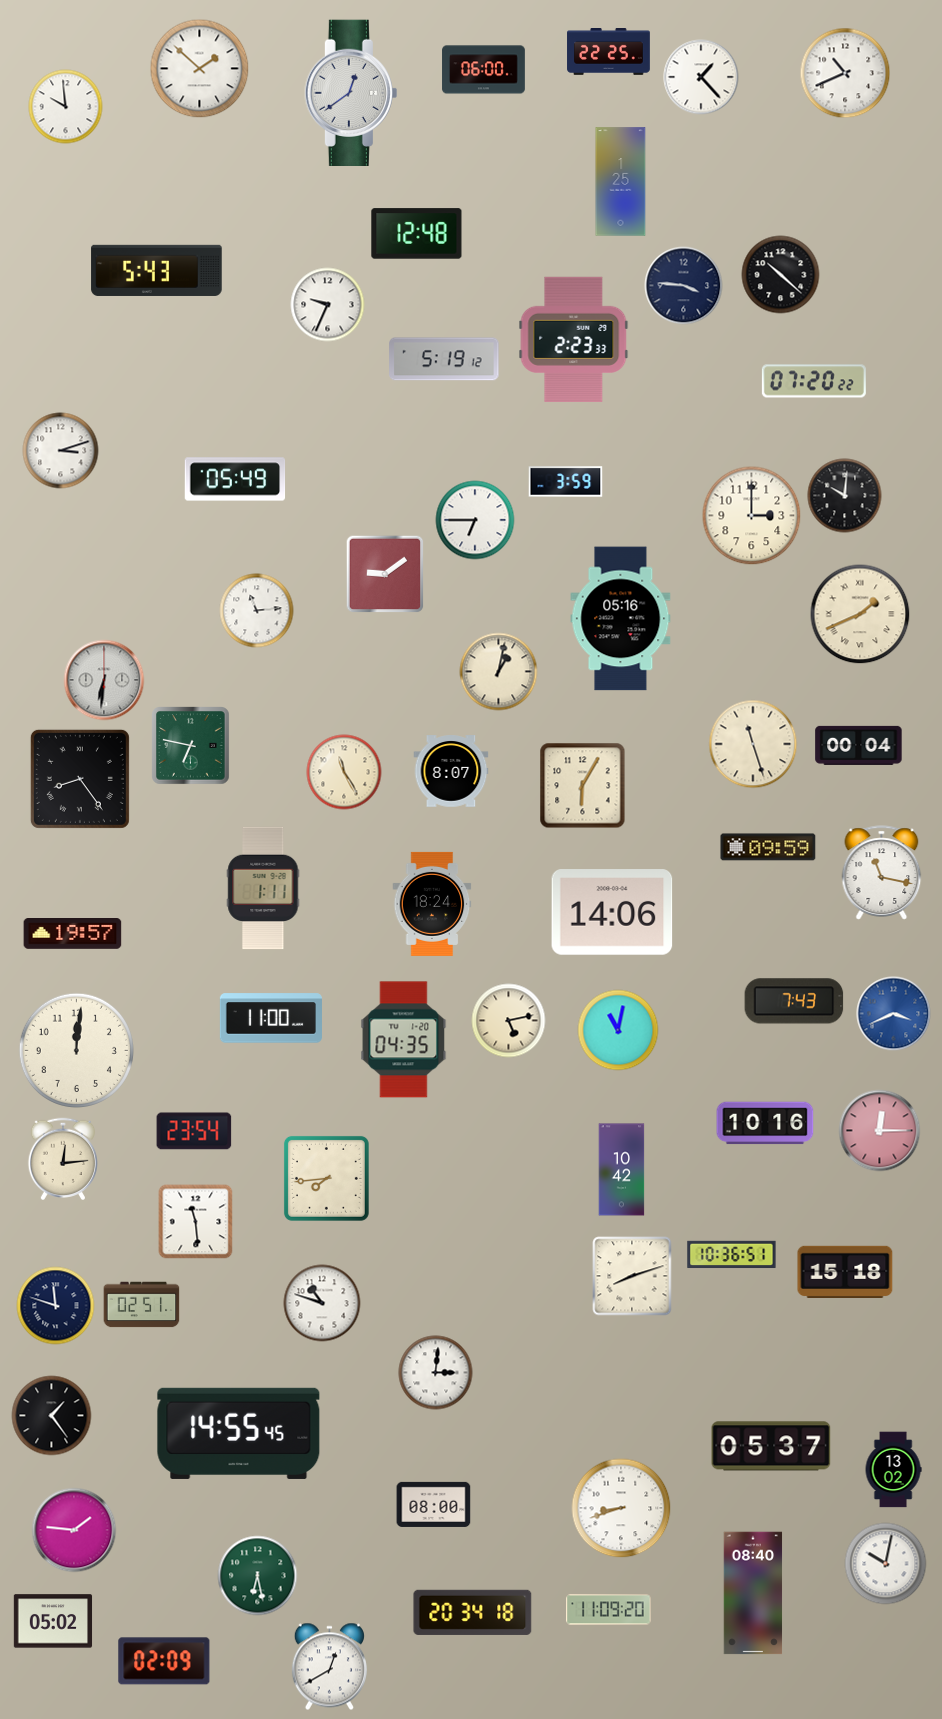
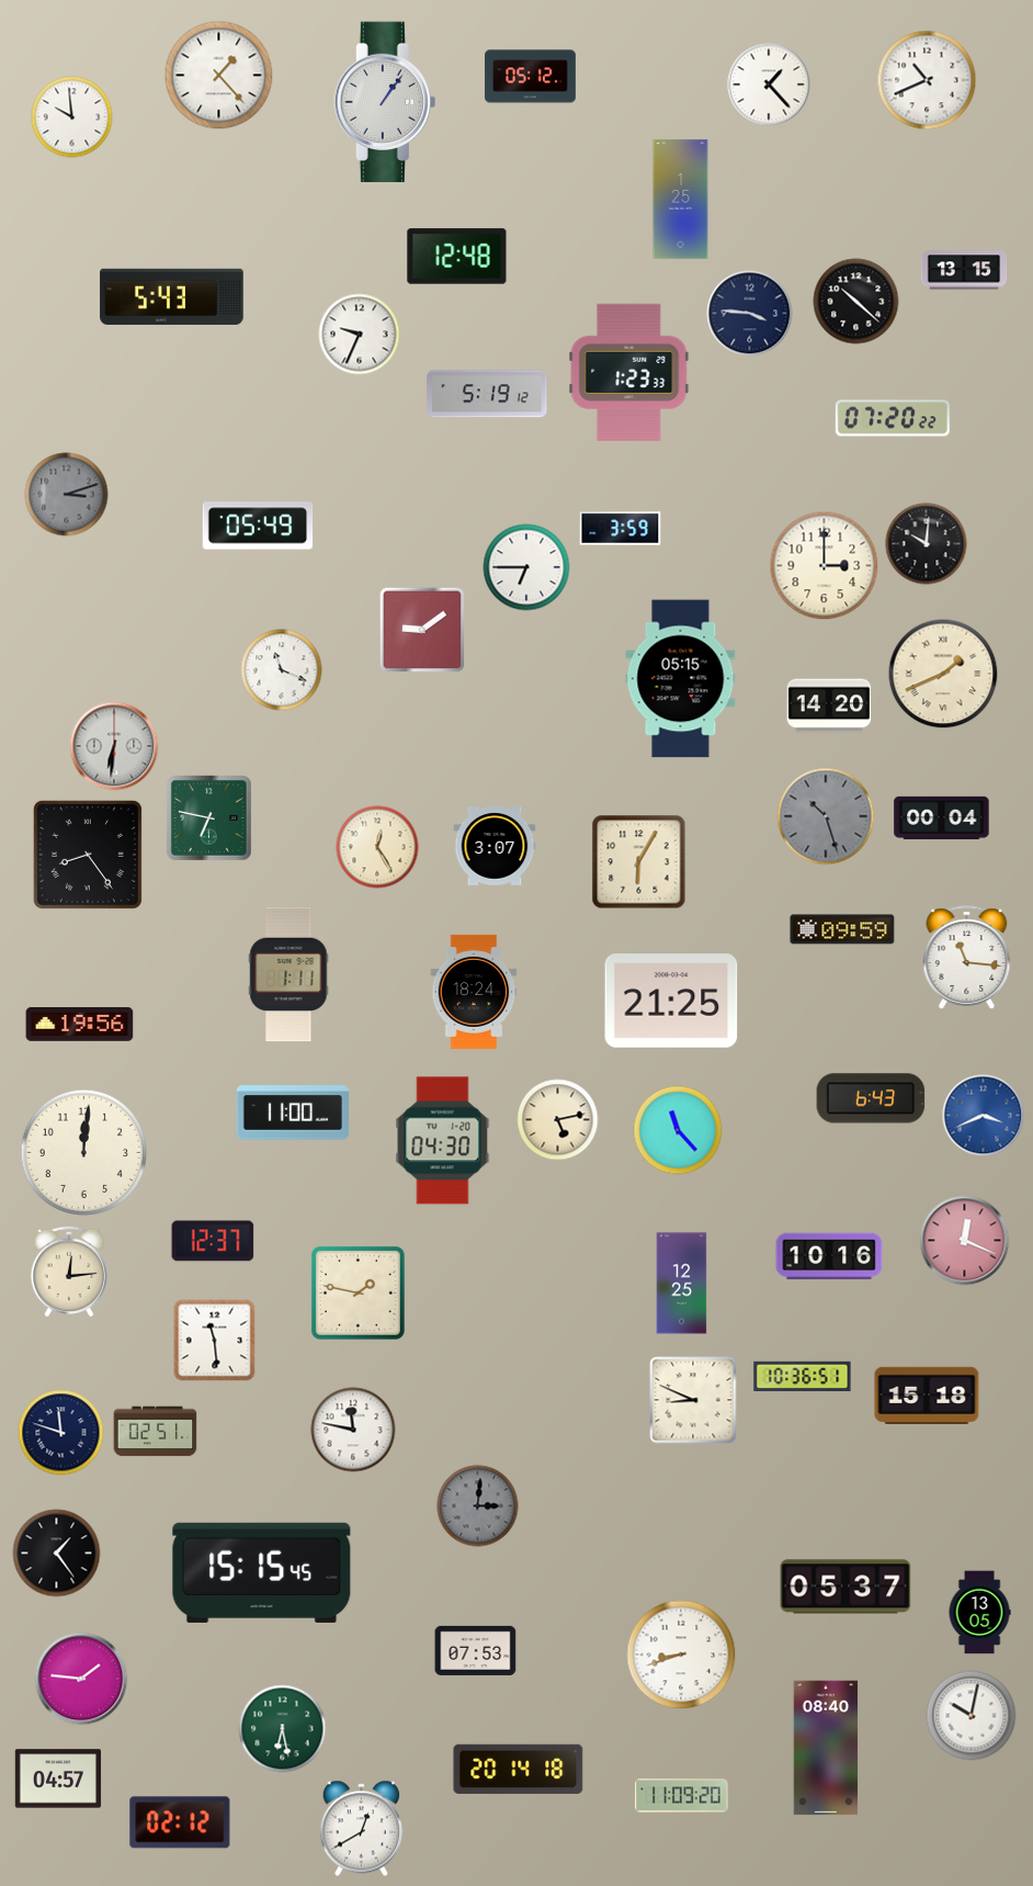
clock at (609, 52): 22:25 -> none
clock at (200, 69): 1:52 -> 1:23
clock at (484, 70): 06:00 -> 05:12
clock at (351, 93): 12:39 -> 1:06
clock at (964, 270): none -> 13:15
clock at (574, 339): 2:23 -> 1:23
clock at (61, 451) dial: white -> grey
clock at (475, 520) position: (475, 520) -> (526, 567)
clock at (257, 611): 11:14 -> 11:19
clock at (621, 619): 05:16 -> 05:15
clock at (829, 705): none -> 14:20
clock at (499, 672): 1:02 -> none
clock at (753, 744): 11:27 -> 10:27
clock at (753, 744) dial: cream -> grey
clock at (451, 771): 8:07 -> 3:07
clock at (344, 772): 11:25 -> 12:25
clock at (882, 873): 11:17 -> 11:16
clock at (612, 912): 14:06 -> 21:25
clock at (73, 934): 19:57 -> 19:56
clock at (794, 1001): 7:43 -> 6:43
clock at (894, 1014) position: (894, 1014) -> (984, 1116)
clock at (271, 1018) position: (271, 1018) -> (293, 1113)
clock at (618, 1030): 11:02 -> 11:23
clock at (404, 1040): 04:35 -> 04:30
clock at (765, 1123) position: (765, 1123) -> (829, 1256)
clock at (194, 1131): 23:54 -> 12:37
clock at (880, 1131): 12:15 -> 12:19
clock at (622, 1170): 10:42 -> 12:25
clock at (326, 1178): 7:44 -> 1:47
clock at (632, 1276): 8:12 -> 8:49
clock at (322, 1303): 10:48 -> 11:47
clock at (436, 1373) dial: white -> grey
clock at (239, 1433): 14:55 -> 15:15
clock at (893, 1470): 13:02 -> 13:05
clock at (434, 1504): 08:00 -> 07:53
clock at (609, 1610) position: (609, 1610) -> (682, 1796)
clock at (473, 1612): 20:34 -> 20:14
clock at (53, 1621): 05:02 -> 04:57
clock at (164, 1661): 02:09 -> 02:12
